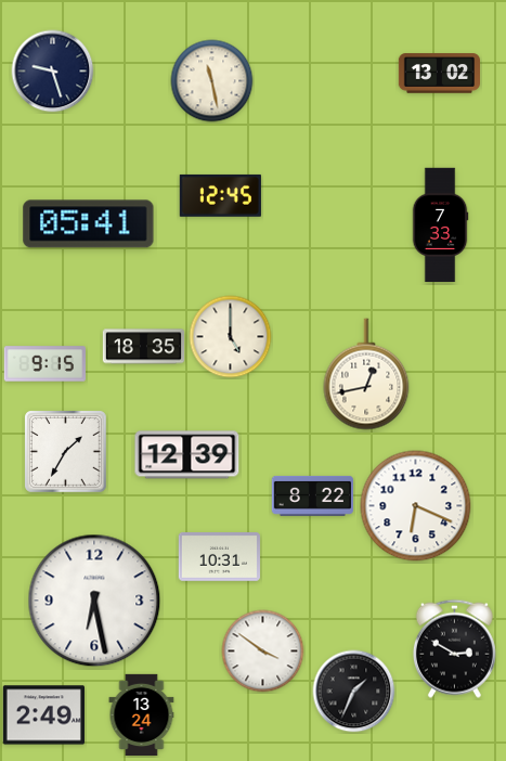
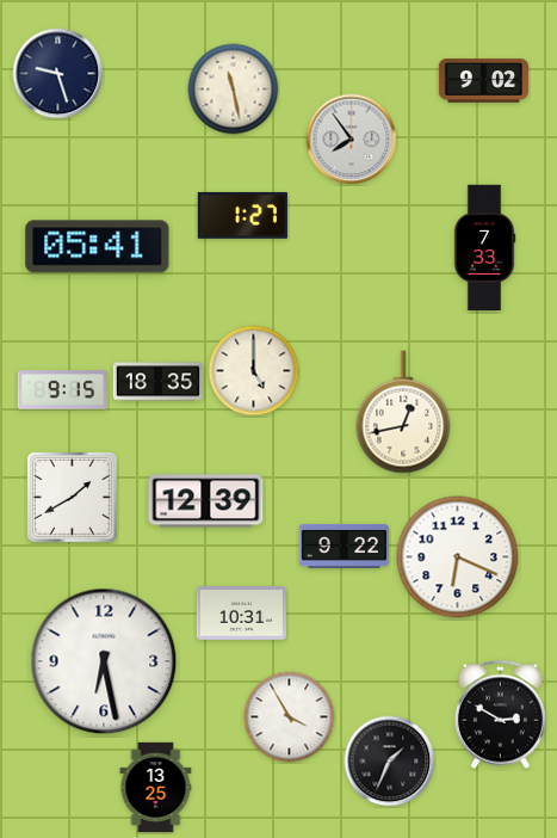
clock at (53, 72) position: (53, 72) -> (58, 74)
clock at (439, 74): 13:02 -> 9:02
clock at (352, 140): none -> 7:54
clock at (220, 195): 12:45 -> 1:27
clock at (44, 364) position: (44, 364) -> (62, 390)
clock at (66, 452): 1:35 -> 1:40
clock at (312, 495): 8:22 -> 9:22
clock at (263, 652): 3:51 -> 3:55
clock at (43, 715): 2:49 -> none
clock at (142, 715): 13:24 -> 13:25
